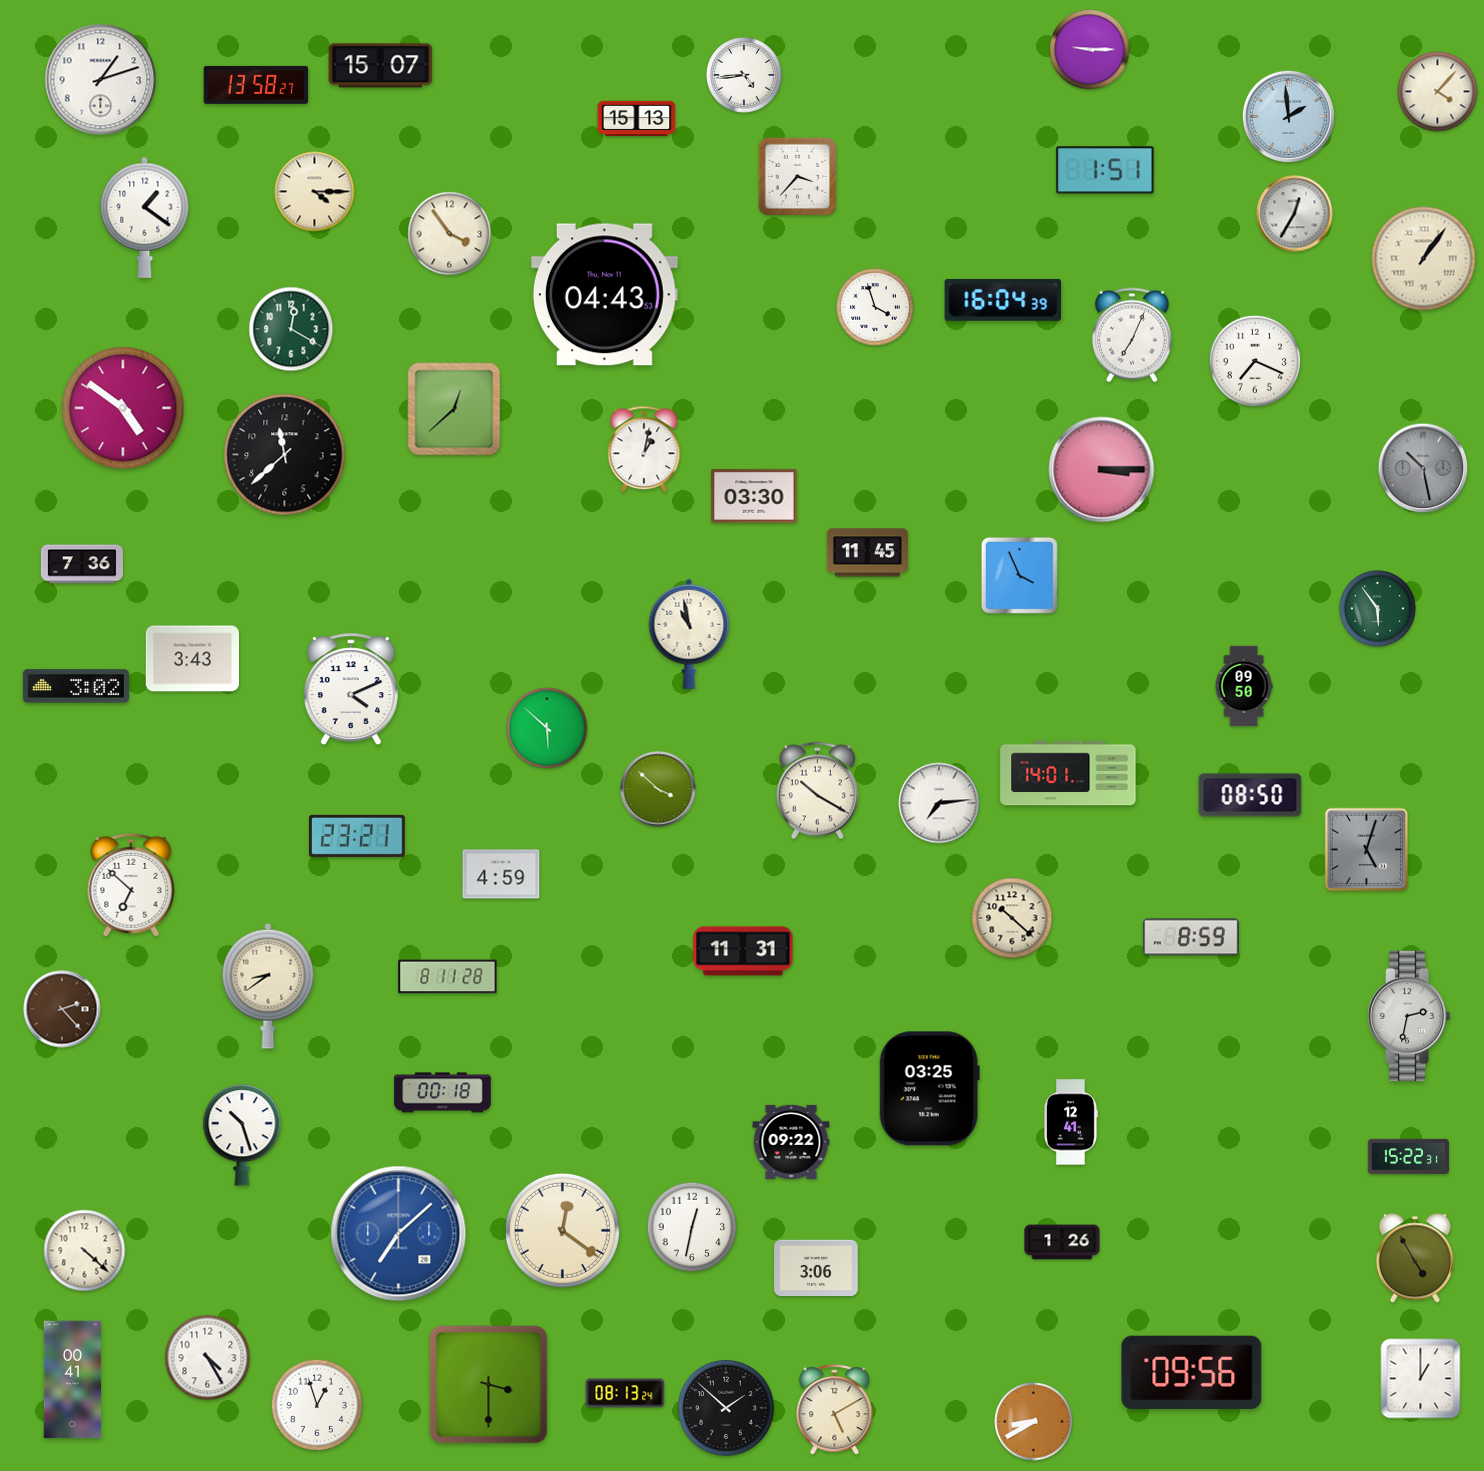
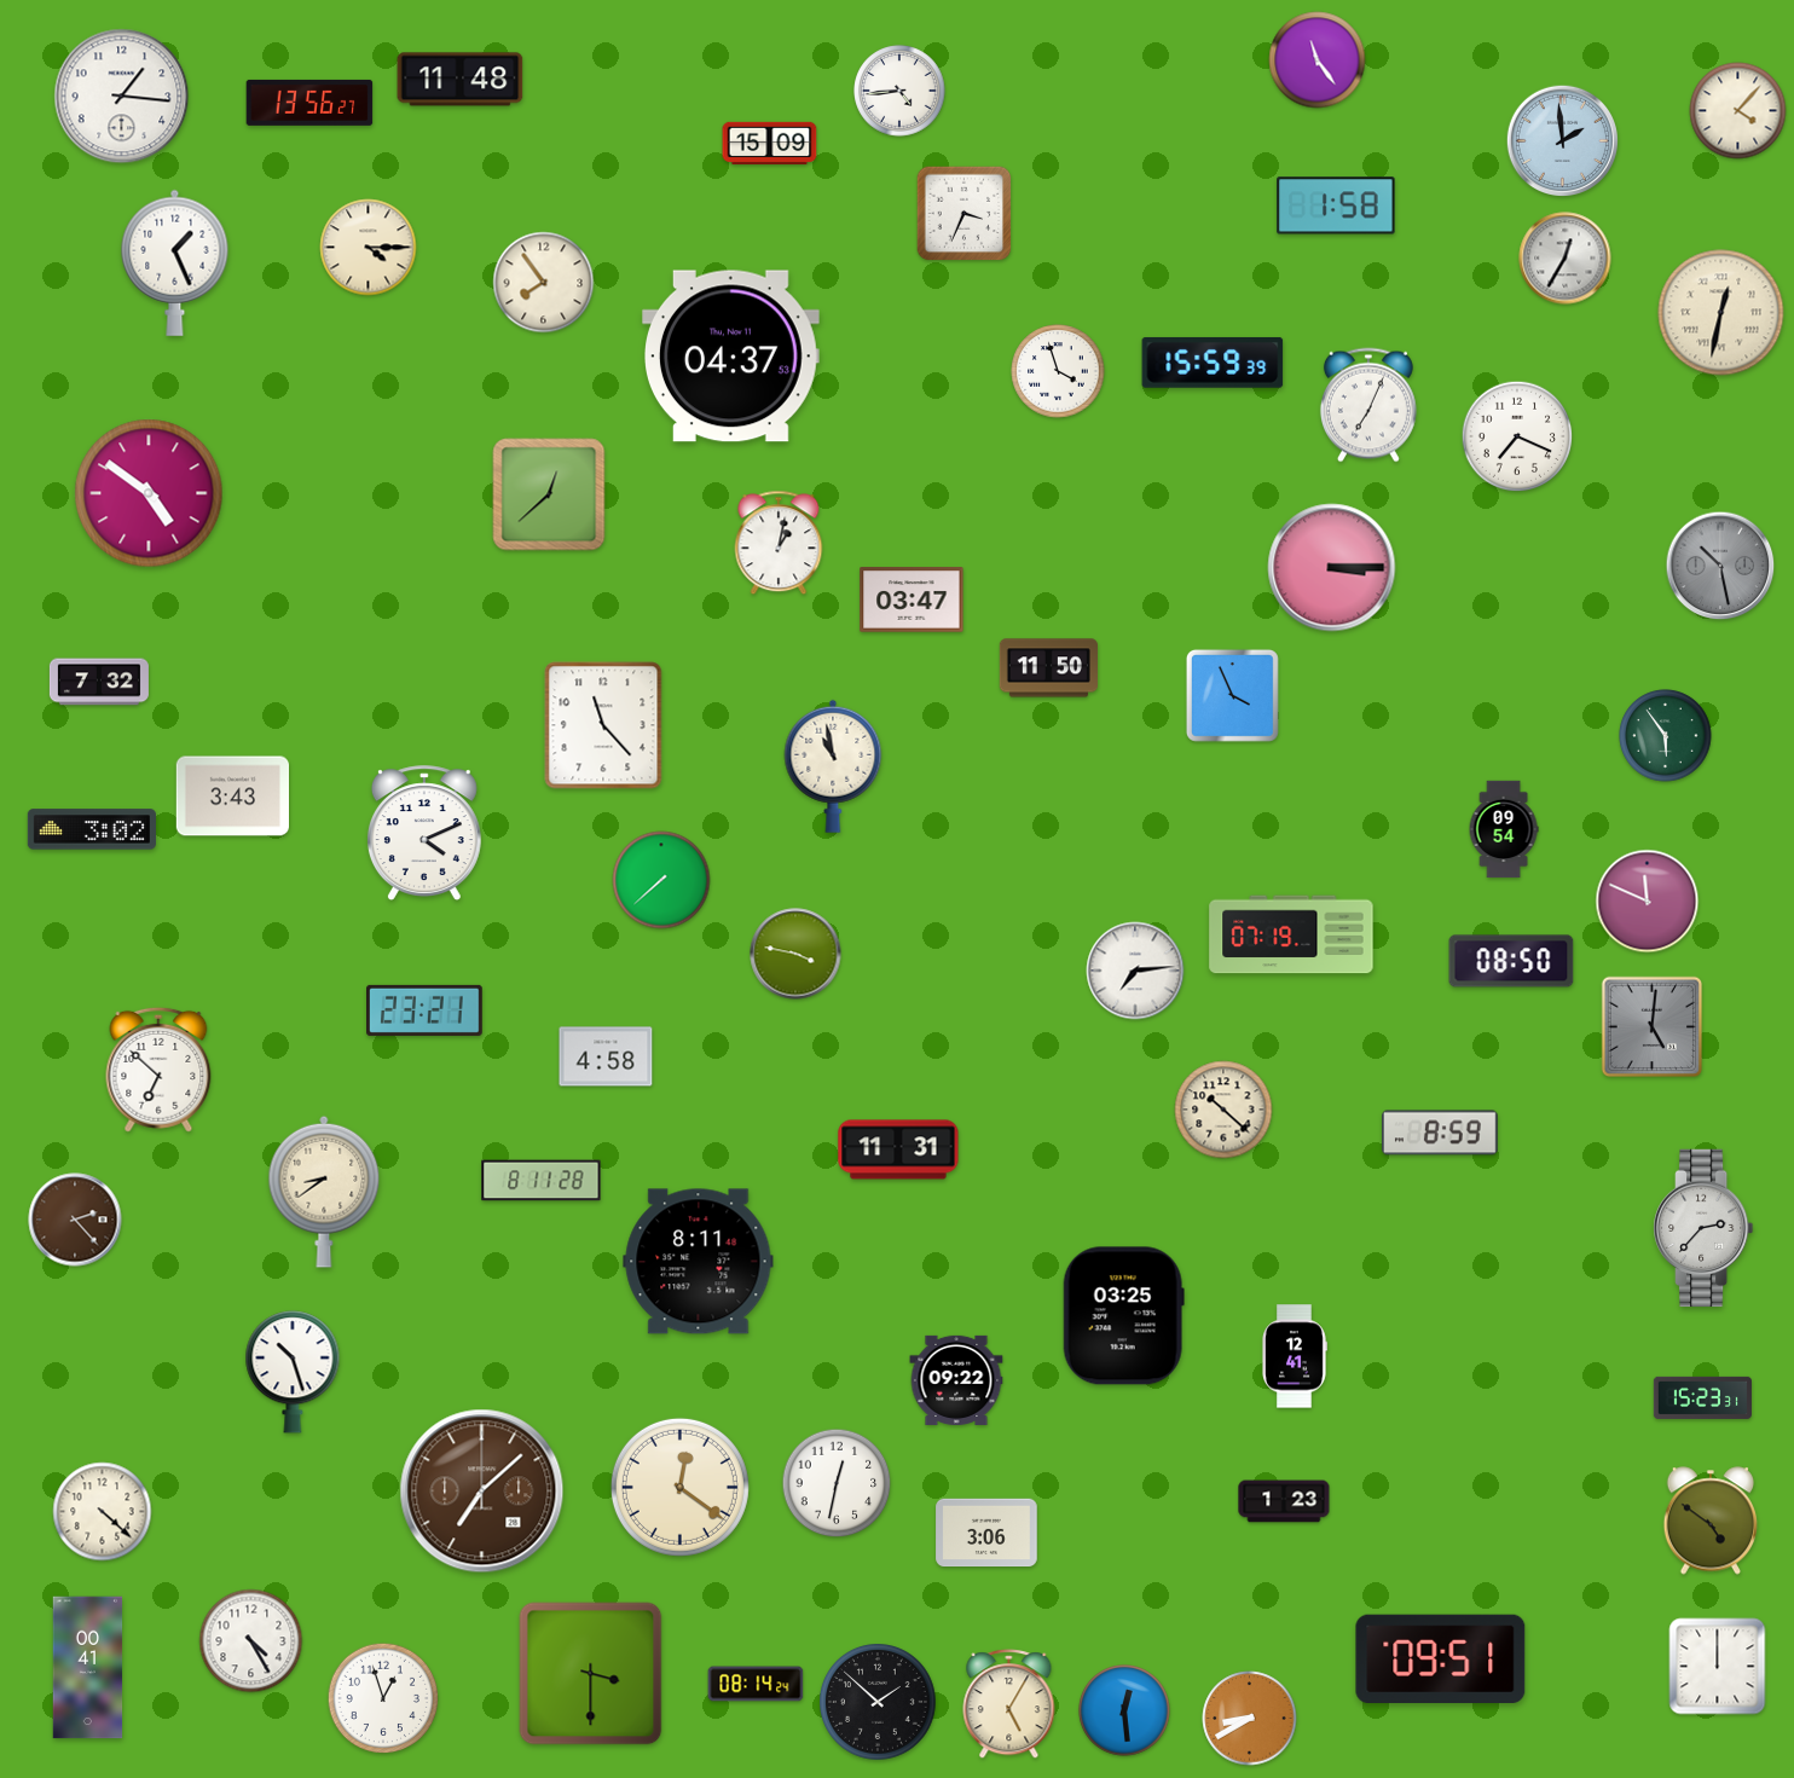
clock at (1090, 50): 9:15 -> 11:24
clock at (381, 66): 15:07 -> 11:48
clock at (101, 80): 1:12 -> 1:16
clock at (256, 85): 13:58 -> 13:56
clock at (1288, 116) position: (1288, 116) -> (1562, 140)
clock at (637, 119): 15:13 -> 15:09
clock at (1105, 170): 1:51 -> 1:58
clock at (798, 177): 3:37 -> 3:34
clock at (315, 192) position: (315, 192) -> (369, 248)
clock at (145, 217): 1:21 -> 1:26
clock at (450, 234): 3:54 -> 7:54
clock at (1424, 259): 1:06 -> 12:32
clock at (605, 295): 04:43 -> 04:37
clock at (1003, 300): 16:04 -> 15:59
clock at (291, 329): 12:20 -> none
clock at (285, 455): 11:38 -> none
clock at (754, 496): 03:30 -> 03:47
clock at (867, 553): 11:45 -> 11:50
clock at (82, 564): 7:36 -> 7:32
clock at (603, 725): none -> 11:23
clock at (1244, 686): 09:50 -> 09:54
clock at (547, 728): 5:52 -> 7:38
clock at (1648, 902): none -> 11:49
clock at (1068, 773): 14:01 -> 07:19
clock at (658, 789): 3:52 -> 3:47
clock at (817, 791): 10:20 -> none
clock at (358, 836) position: (358, 836) -> (426, 1010)
clock at (1367, 850): 5:03 -> 5:01
clock at (501, 874): 4:59 -> 4:58
clock at (1410, 1016): 2:32 -> 2:37
clock at (699, 1262): none -> 8:11
clock at (443, 1093): 00:18 -> none
clock at (1408, 1156): 15:22 -> 15:23
clock at (399, 1234) dial: blue -> brown
clock at (1062, 1242): 1:26 -> 1:23
clock at (1415, 1258): 4:55 -> 4:51
clock at (1192, 1372): 09:56 -> 09:51
clock at (1421, 1379): 1:00 -> 12:00
clock at (625, 1393): 08:13 -> 08:14
clock at (835, 1410): 5:10 -> 5:05
clock at (1124, 1710): none -> 12:29
